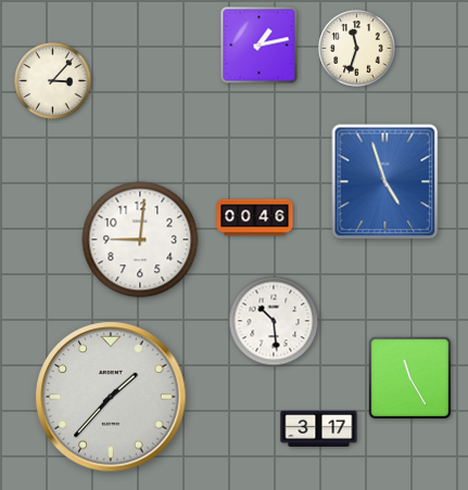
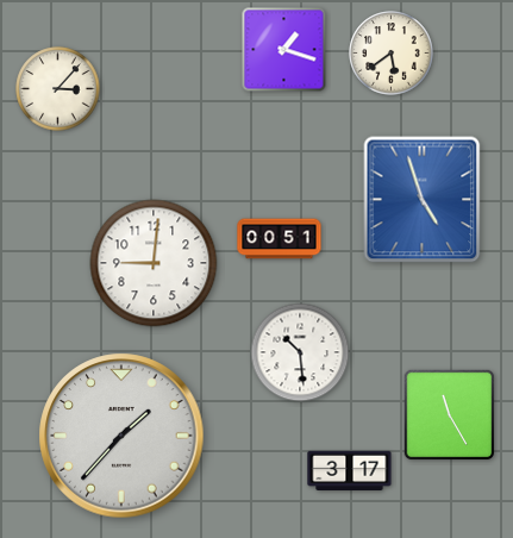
clock at (260, 46): 1:13 -> 1:18
clock at (357, 49): 11:33 -> 5:39
clock at (255, 218): 00:46 -> 00:51
